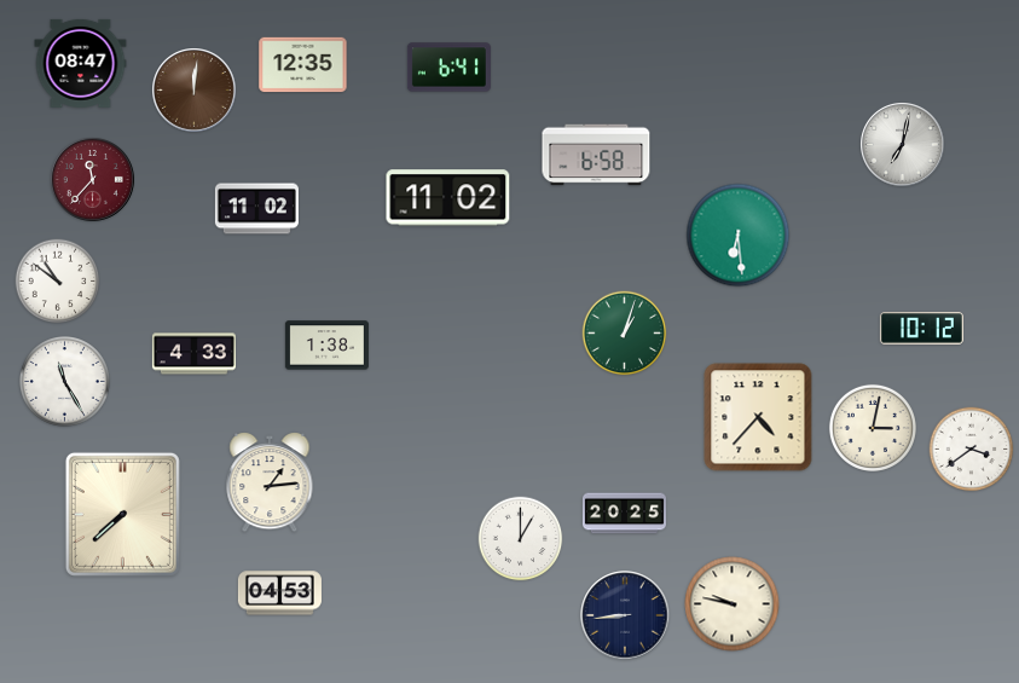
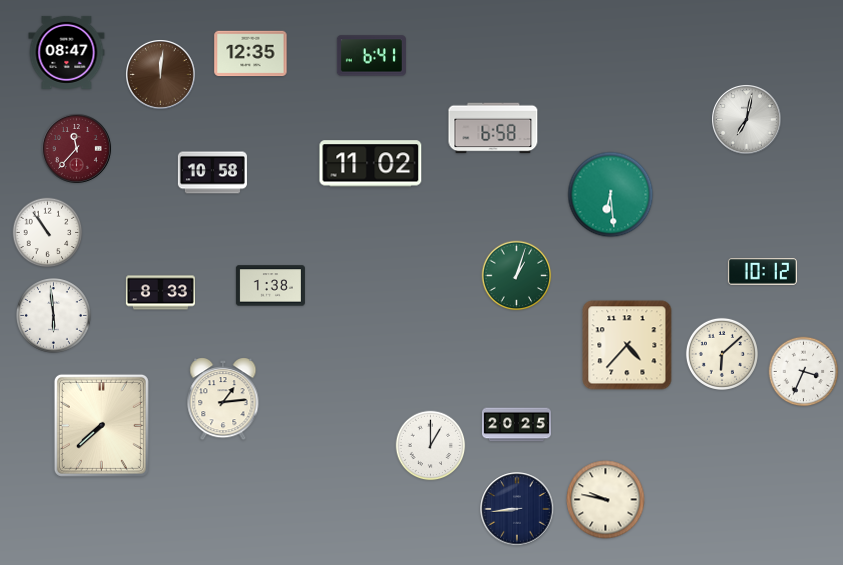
clock at (256, 209): 11:02 -> 10:58
clock at (58, 282): 10:51 -> 10:54
clock at (193, 354): 4:33 -> 8:33
clock at (65, 382): 11:25 -> 5:59
clock at (873, 428): 3:02 -> 6:08
clock at (972, 450): 3:39 -> 3:34
clock at (279, 594): 04:53 -> none
